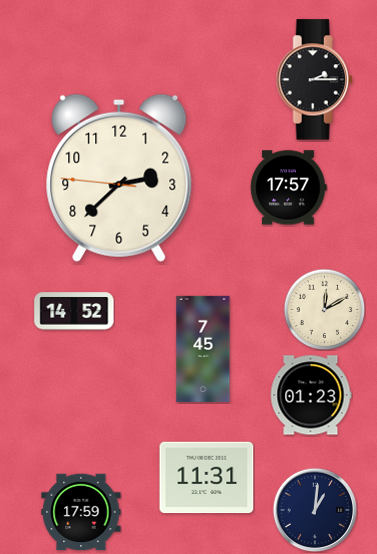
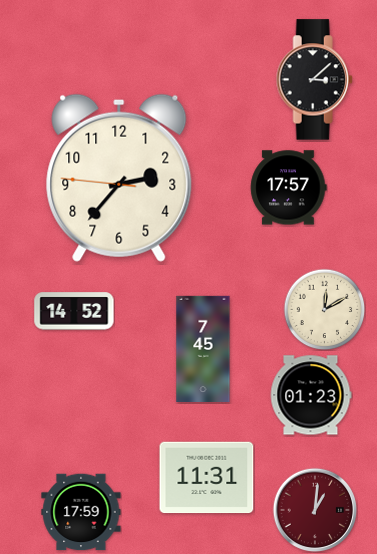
clock at (314, 80): 2:15 -> 3:08
clock at (119, 178): 2:37 -> 2:36
clock at (315, 510) dial: navy -> burgundy
